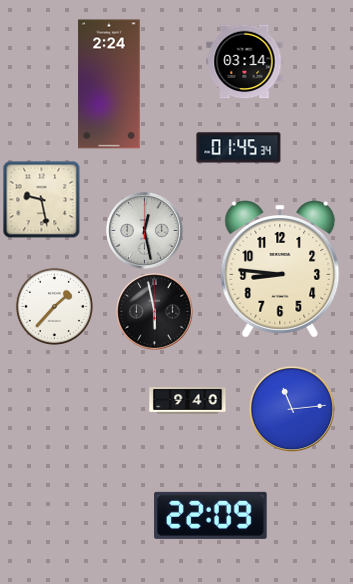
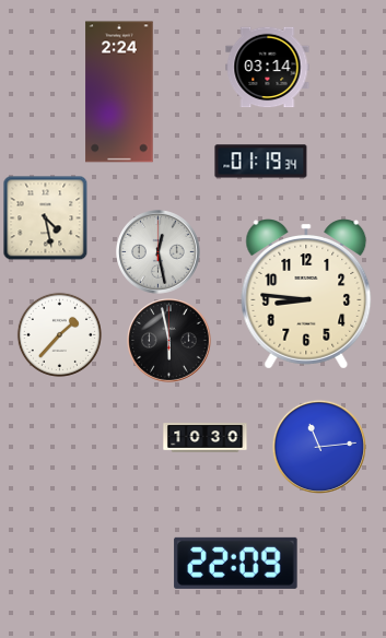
clock at (239, 148): 01:45 -> 01:19
clock at (41, 199): 9:28 -> 4:28
clock at (188, 401): 9:40 -> 10:30
clock at (211, 515) position: (211, 515) -> (236, 563)
